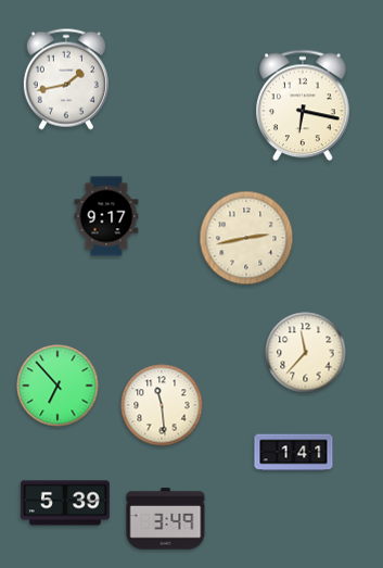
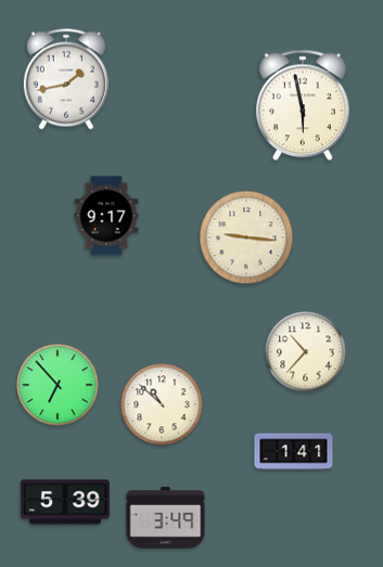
clock at (304, 105): 6:17 -> 5:58
clock at (246, 238): 2:43 -> 9:16
clock at (306, 353): 11:37 -> 10:37
clock at (162, 405): 11:29 -> 10:52
